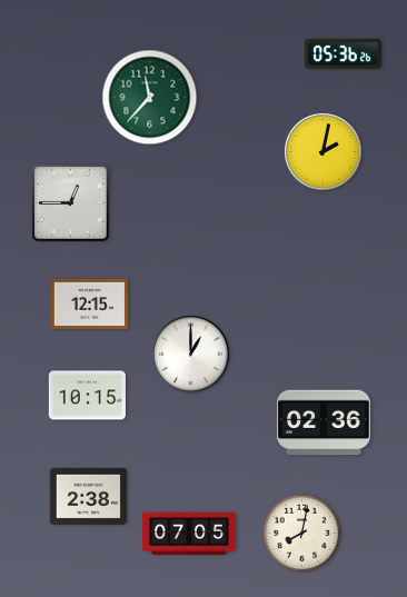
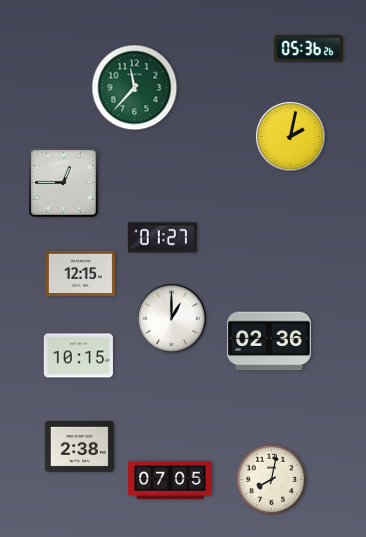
clock at (162, 238): none -> 01:27
clock at (324, 422) position: (324, 422) -> (269, 341)
